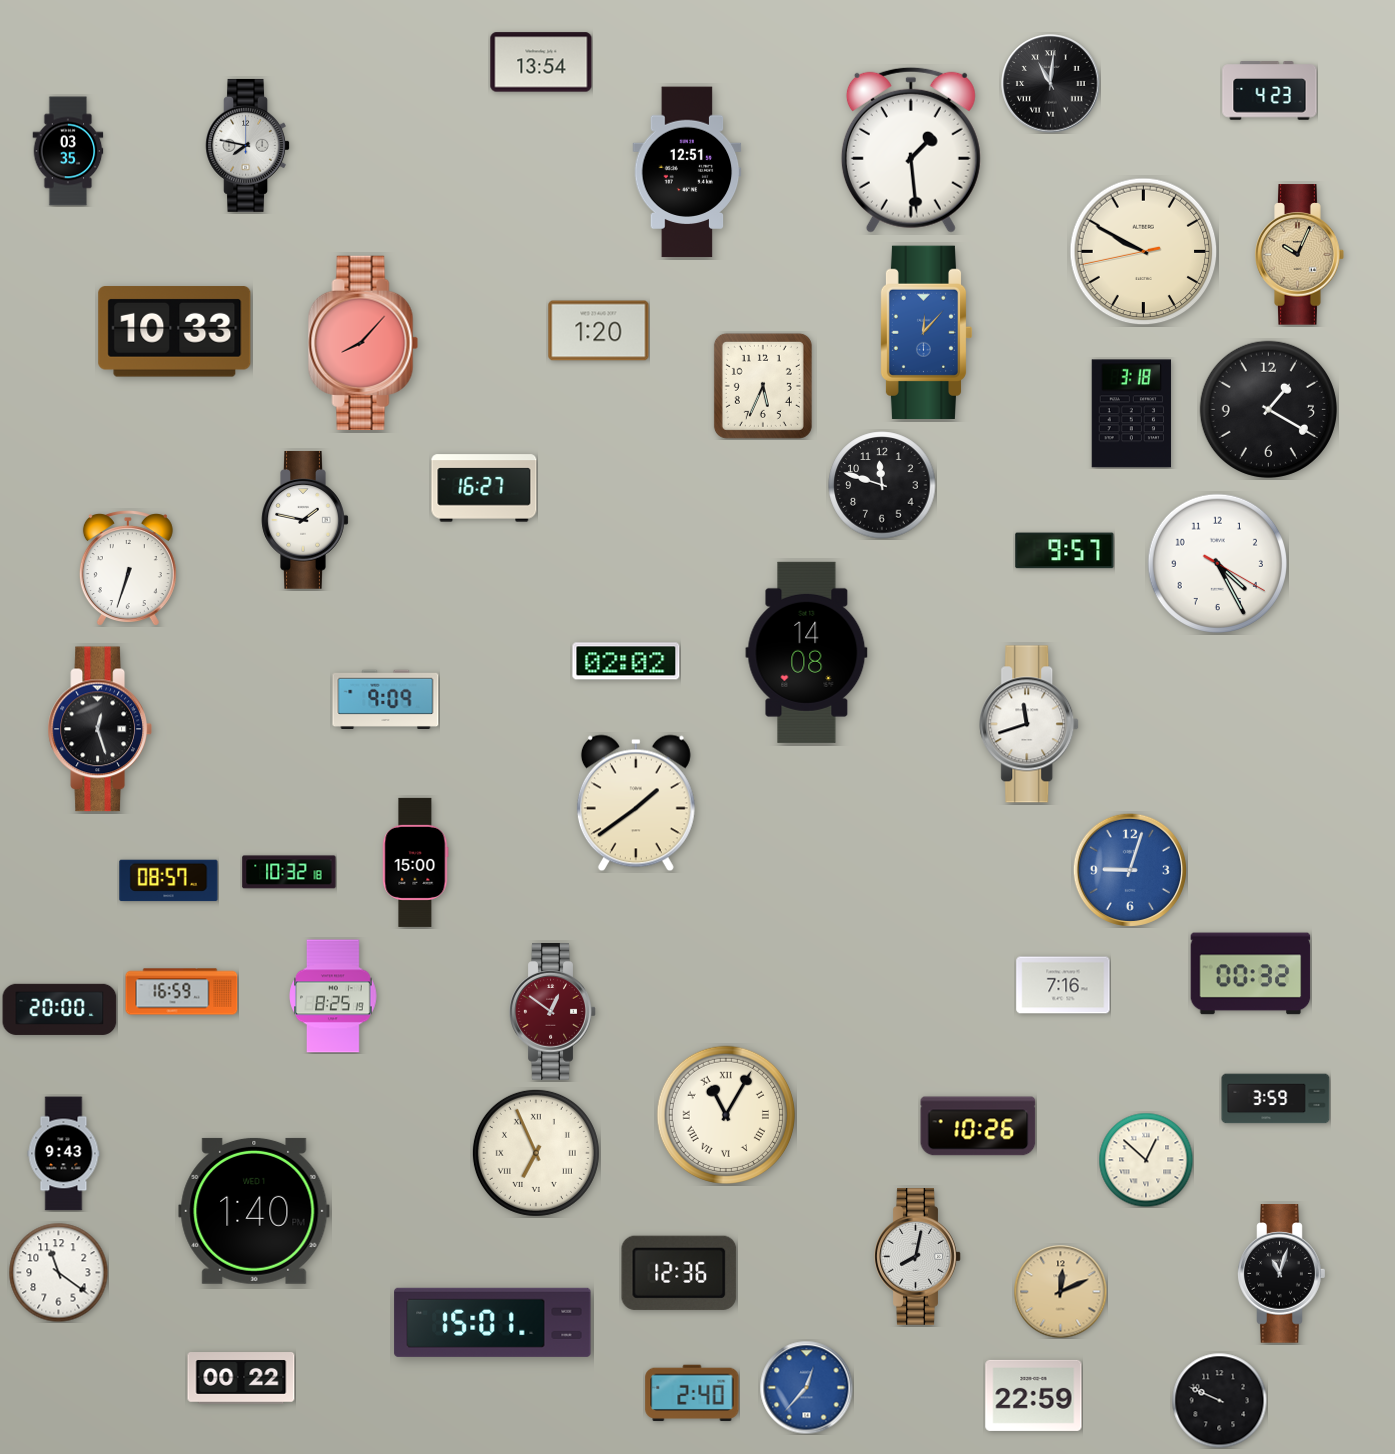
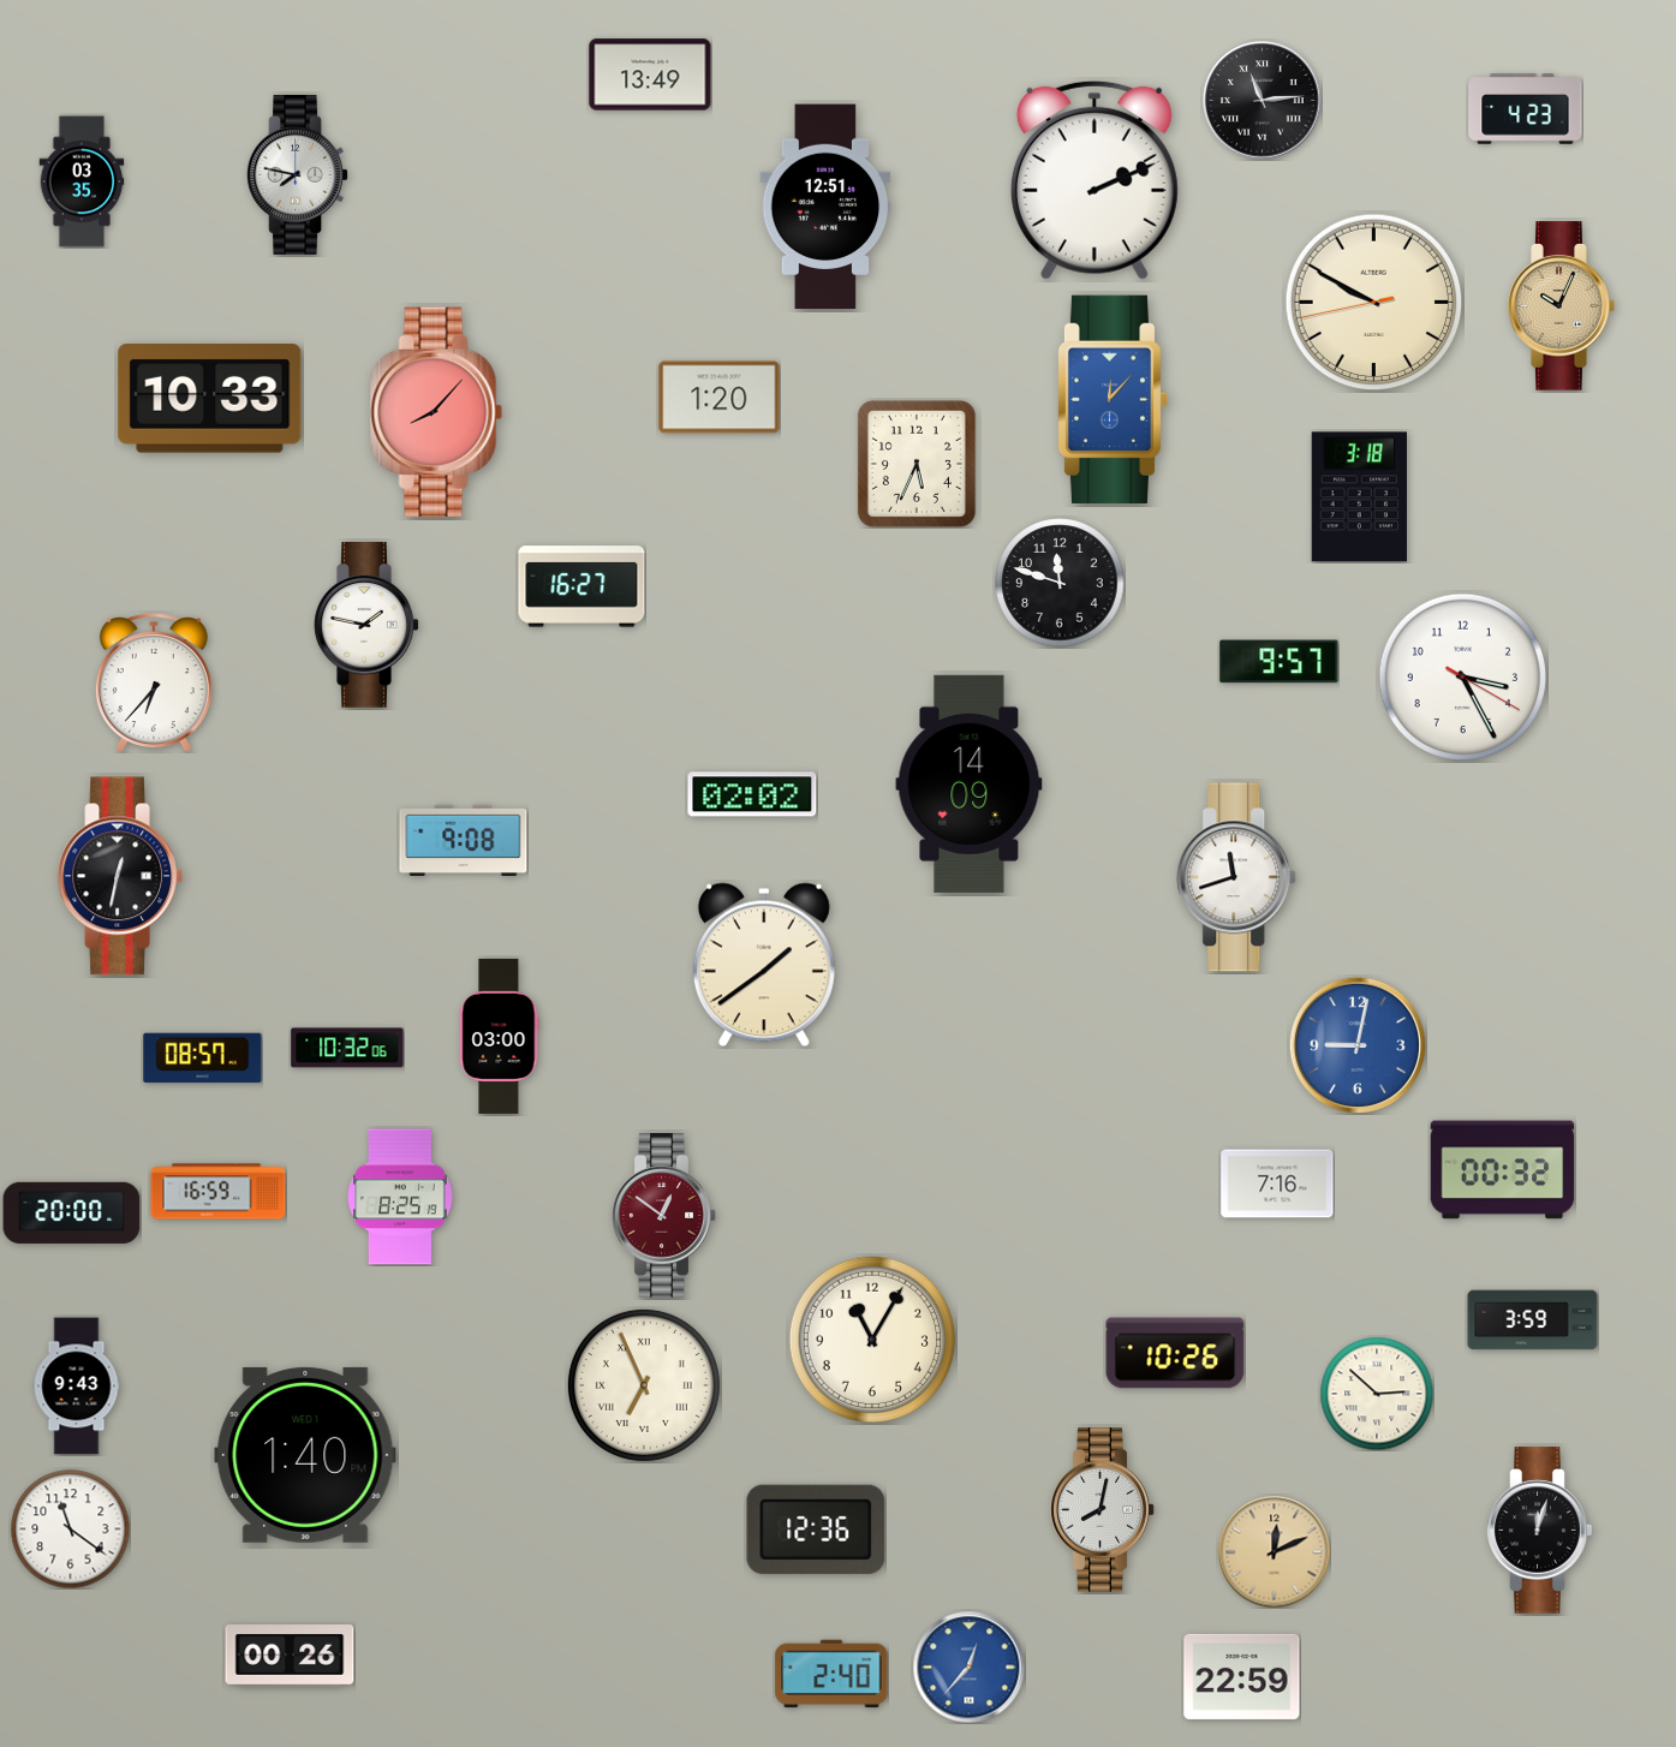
clock at (541, 62): 13:54 -> 13:49
clock at (1051, 84): 11:01 -> 11:14
clock at (911, 150): 1:29 -> 2:11
clock at (1268, 409): 1:20 -> none
clock at (1217, 563): 4:25 -> 3:25
clock at (128, 568): 6:33 -> 6:37
clock at (807, 652): 14:08 -> 14:09
clock at (386, 699): 9:09 -> 9:08
clock at (1030, 724) position: (1030, 724) -> (1237, 877)
clock at (100, 729): 12:27 -> 12:32
clock at (416, 862): 15:00 -> 03:00
clock at (1130, 870): 9:03 -> 9:02
clock at (289, 872): 10:32:18 -> 10:32:06
clock at (725, 1114) numerals: Roman -> Arabic
clock at (1146, 1160): 12:52 -> 2:52
clock at (1282, 1274): 11:03 -> 12:03
clock at (493, 1322): 15:01 -> none
clock at (241, 1378): 00:22 -> 00:26
clock at (1219, 1400): 9:49 -> none
